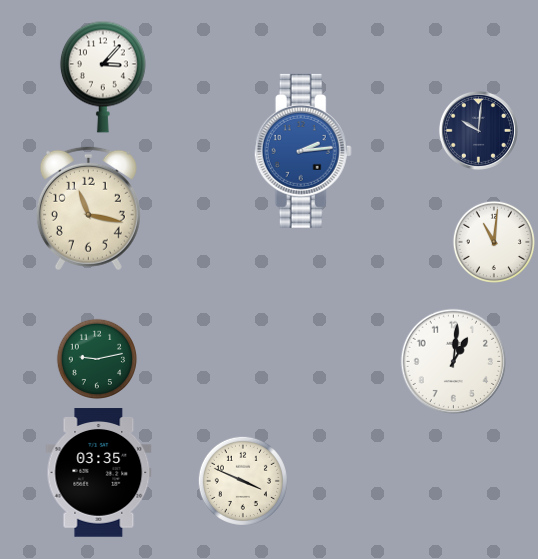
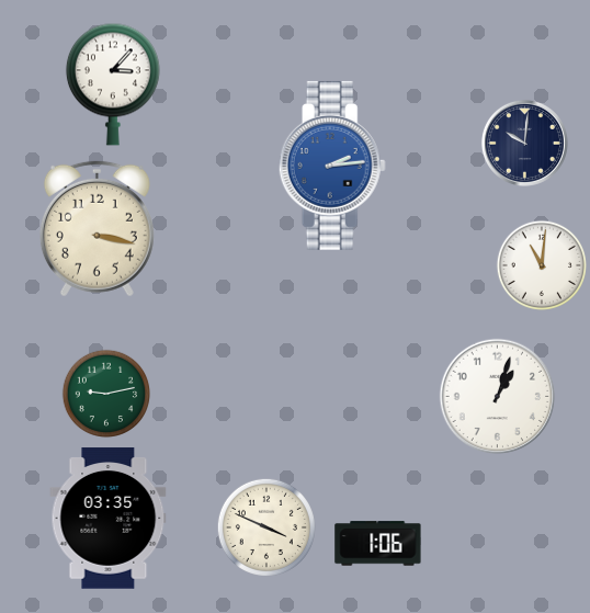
clock at (88, 208): 11:17 -> 3:17
clock at (454, 362): 1:01 -> 1:03
clock at (378, 544): none -> 1:06
